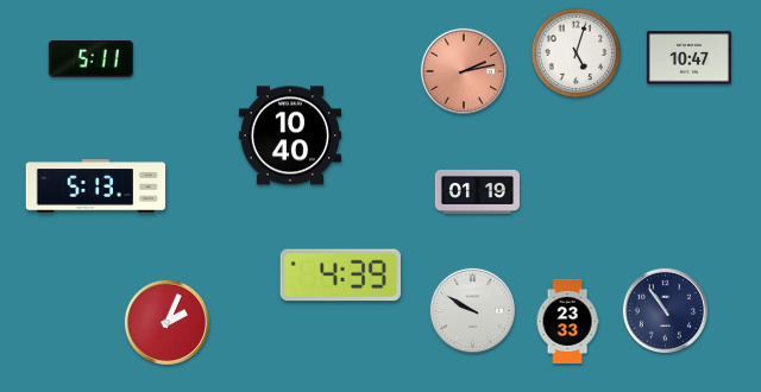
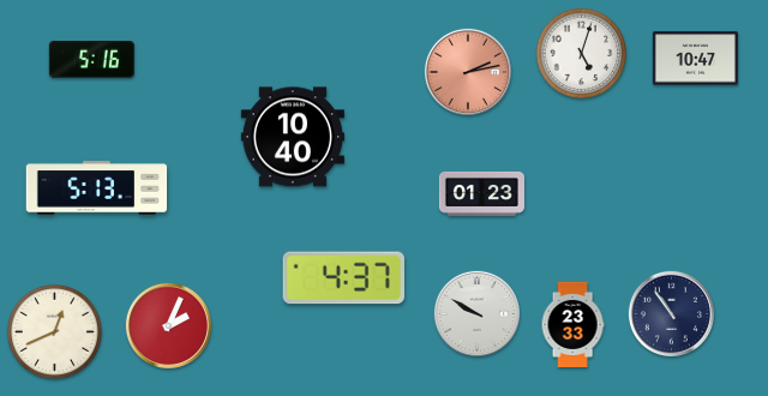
clock at (90, 59): 5:11 -> 5:16
clock at (477, 191): 01:19 -> 01:23
clock at (340, 276): 4:39 -> 4:37
clock at (54, 331): none -> 12:41
